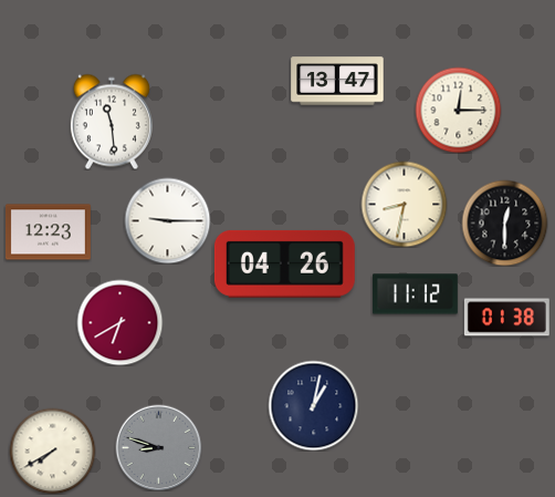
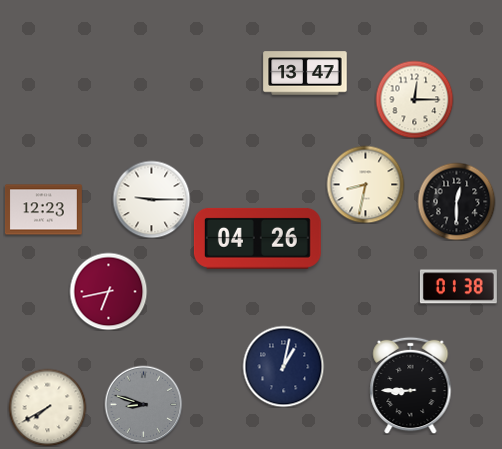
clock at (112, 122): 11:29 -> none
clock at (415, 294): 11:12 -> none
clock at (119, 322): 6:40 -> 6:43
clock at (411, 385): none -> 8:45
